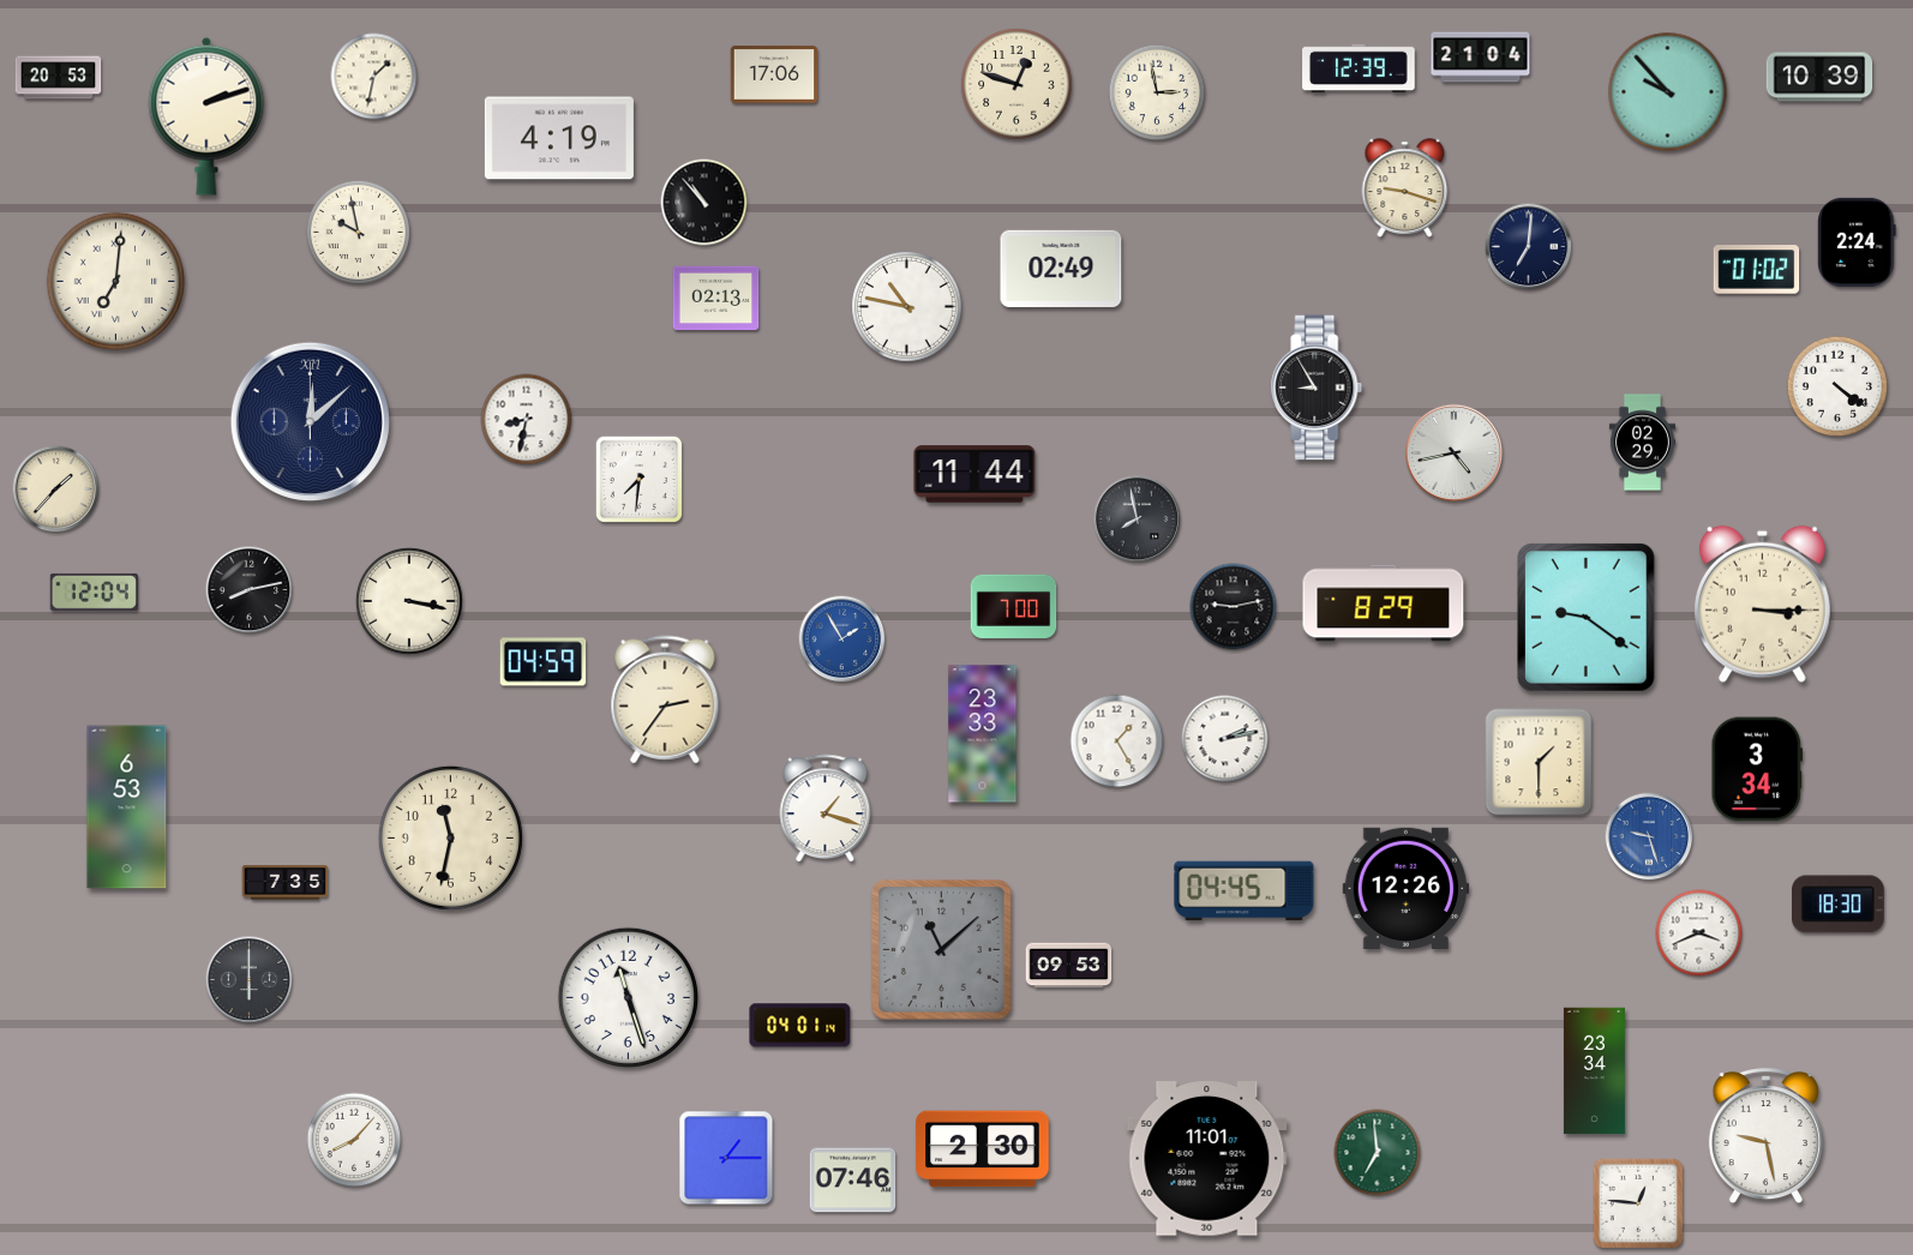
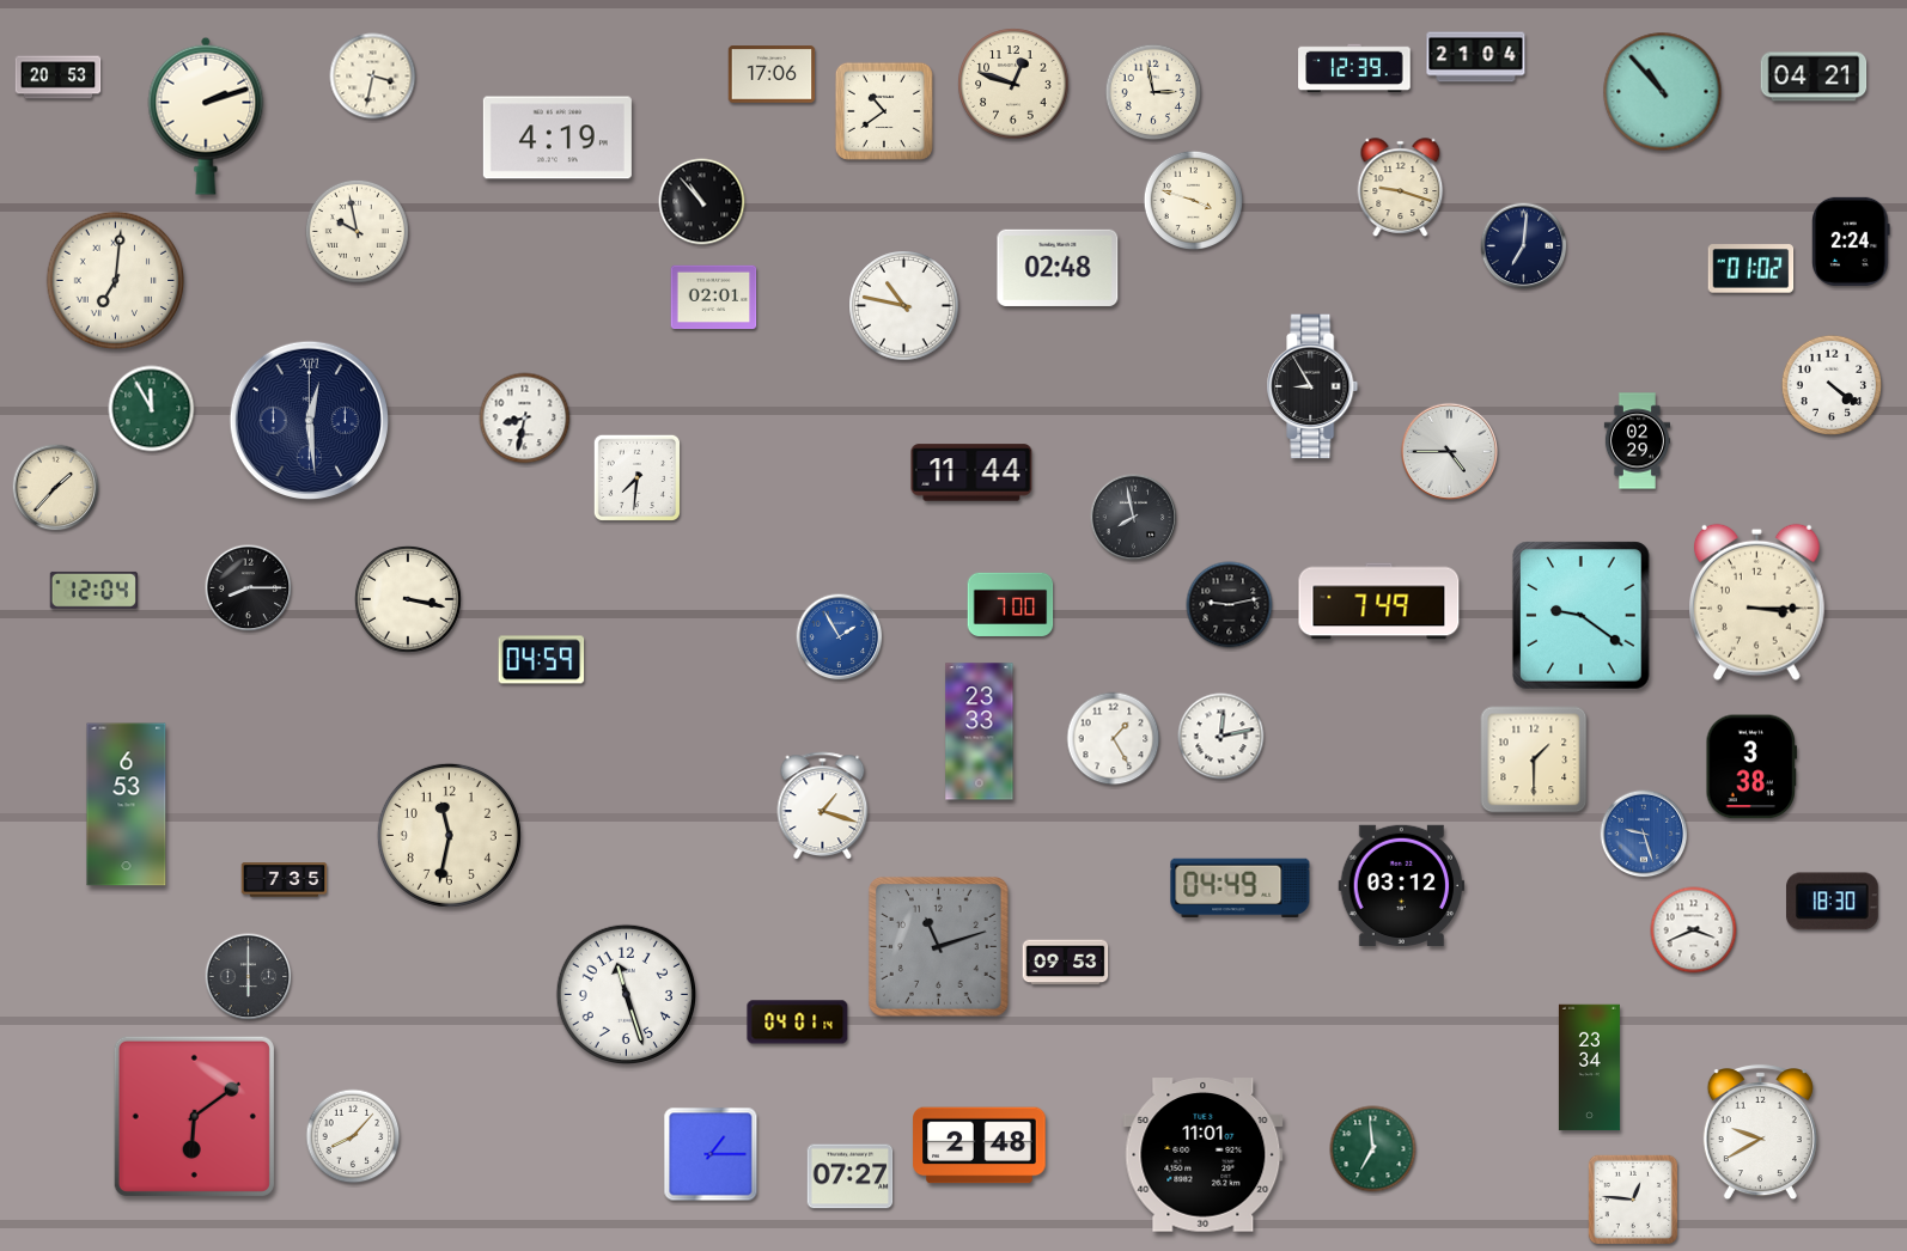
clock at (374, 77): 1:32 -> 3:32
clock at (1819, 77): 10:39 -> 04:21
clock at (1668, 92): 9:53 -> 10:53
clock at (884, 111): none -> 10:39
clock at (1194, 201): none -> 3:48
clock at (1061, 269): 02:49 -> 02:48
clock at (716, 299): 02:13 -> 02:01
clock at (152, 409): none -> 11:55
clock at (310, 421): 12:08 -> 12:29
clock at (1453, 452): 4:43 -> 4:45
clock at (250, 590): 8:13 -> 8:15
clock at (1384, 604): 8:29 -> 7:49
clock at (665, 699): 2:36 -> none
clock at (1225, 739): 2:13 -> 12:13
clock at (1756, 769): 3:34 -> 3:38
clock at (1407, 888): 12:26 -> 03:12
clock at (1245, 891): 04:45 -> 04:49
clock at (941, 949): 11:08 -> 11:12
clock at (194, 1116): none -> 6:09
clock at (1765, 1136): 9:28 -> 9:40
clock at (983, 1149): 2:30 -> 2:48
clock at (726, 1158) position: (726, 1158) -> (711, 1154)
clock at (853, 1181): 07:46 -> 07:27
